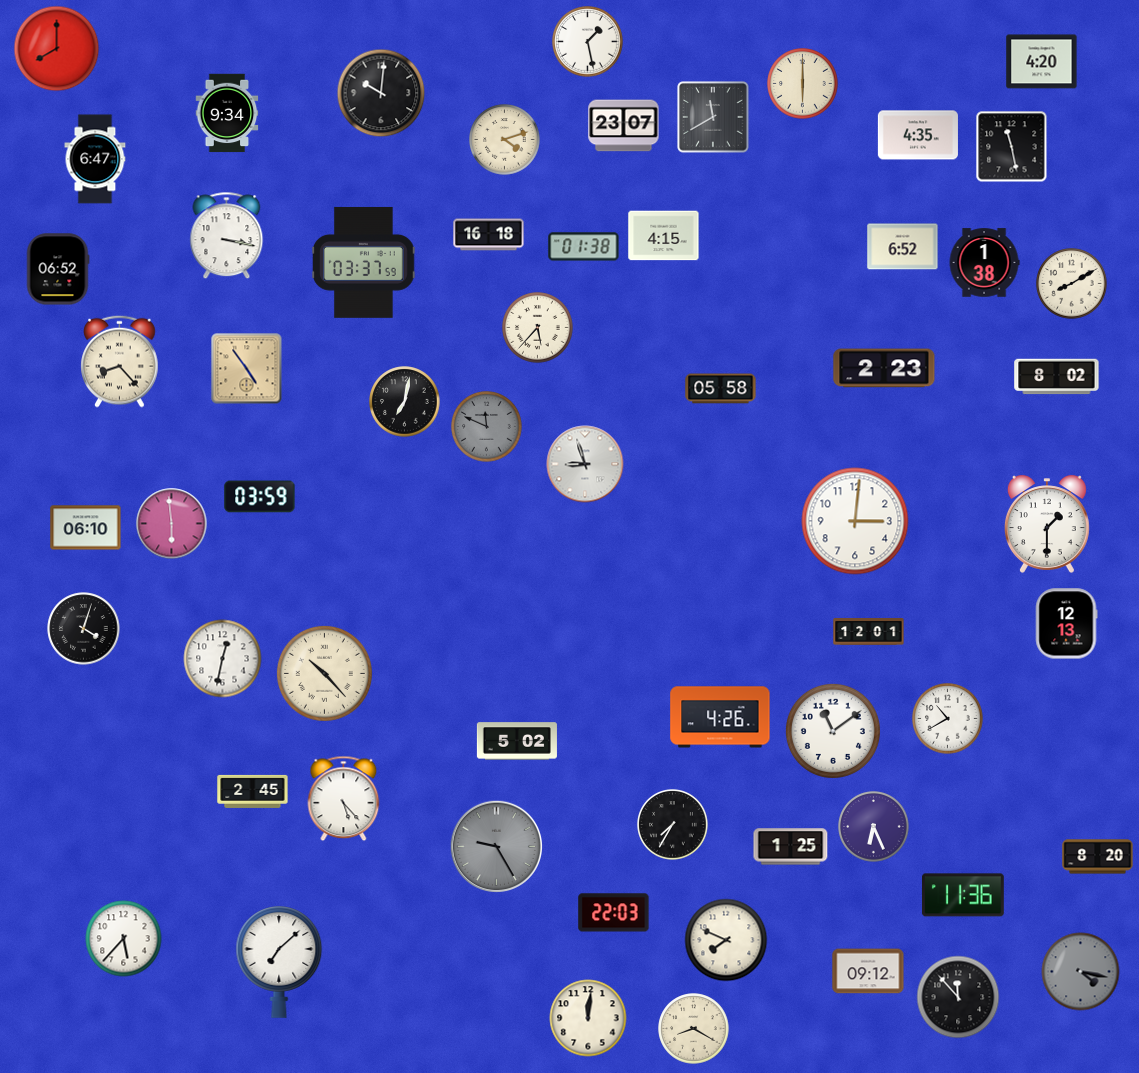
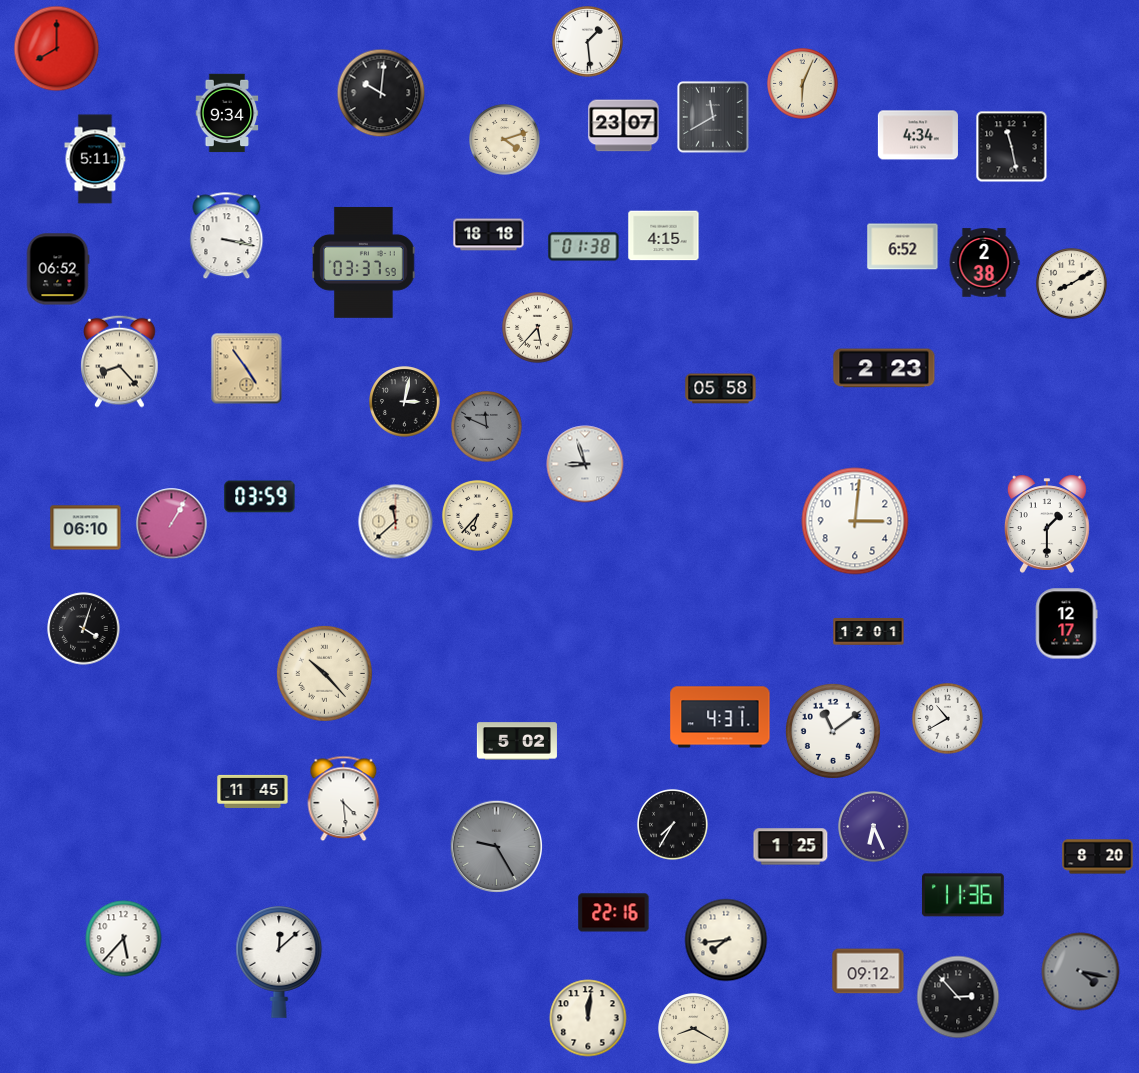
clock at (588, 42): 1:28 -> 1:29
clock at (1042, 62): 4:20 -> none
clock at (803, 84): 6:00 -> 6:04
clock at (918, 135): 4:35 -> 4:34
clock at (95, 159): 6:47 -> 5:11
clock at (489, 235): 16:18 -> 18:18
clock at (984, 263): 1:38 -> 2:38
clock at (1057, 377): 8:02 -> none
clock at (405, 402): 7:02 -> 3:02
clock at (478, 516): none -> 6:37
clock at (396, 522): none -> 11:38
clock at (172, 524): 5:59 -> 1:05
clock at (1066, 624): 12:13 -> 12:17
clock at (223, 659): 12:32 -> none
clock at (720, 717): 4:26 -> 4:31
clock at (253, 791): 2:45 -> 11:45
clock at (344, 799): 5:23 -> 4:29
clock at (614, 913): 22:03 -> 22:16
clock at (726, 940): 7:49 -> 7:44
clock at (279, 962): 7:08 -> 12:08
clock at (958, 997): 11:53 -> 2:53
